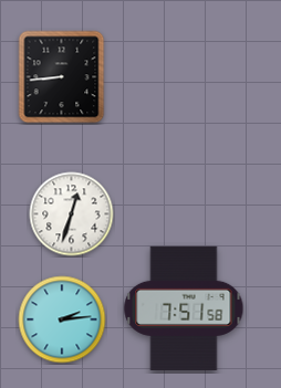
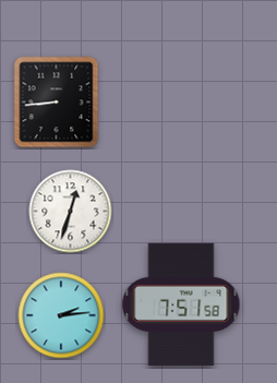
clock at (62, 77) position: (62, 77) -> (57, 103)
